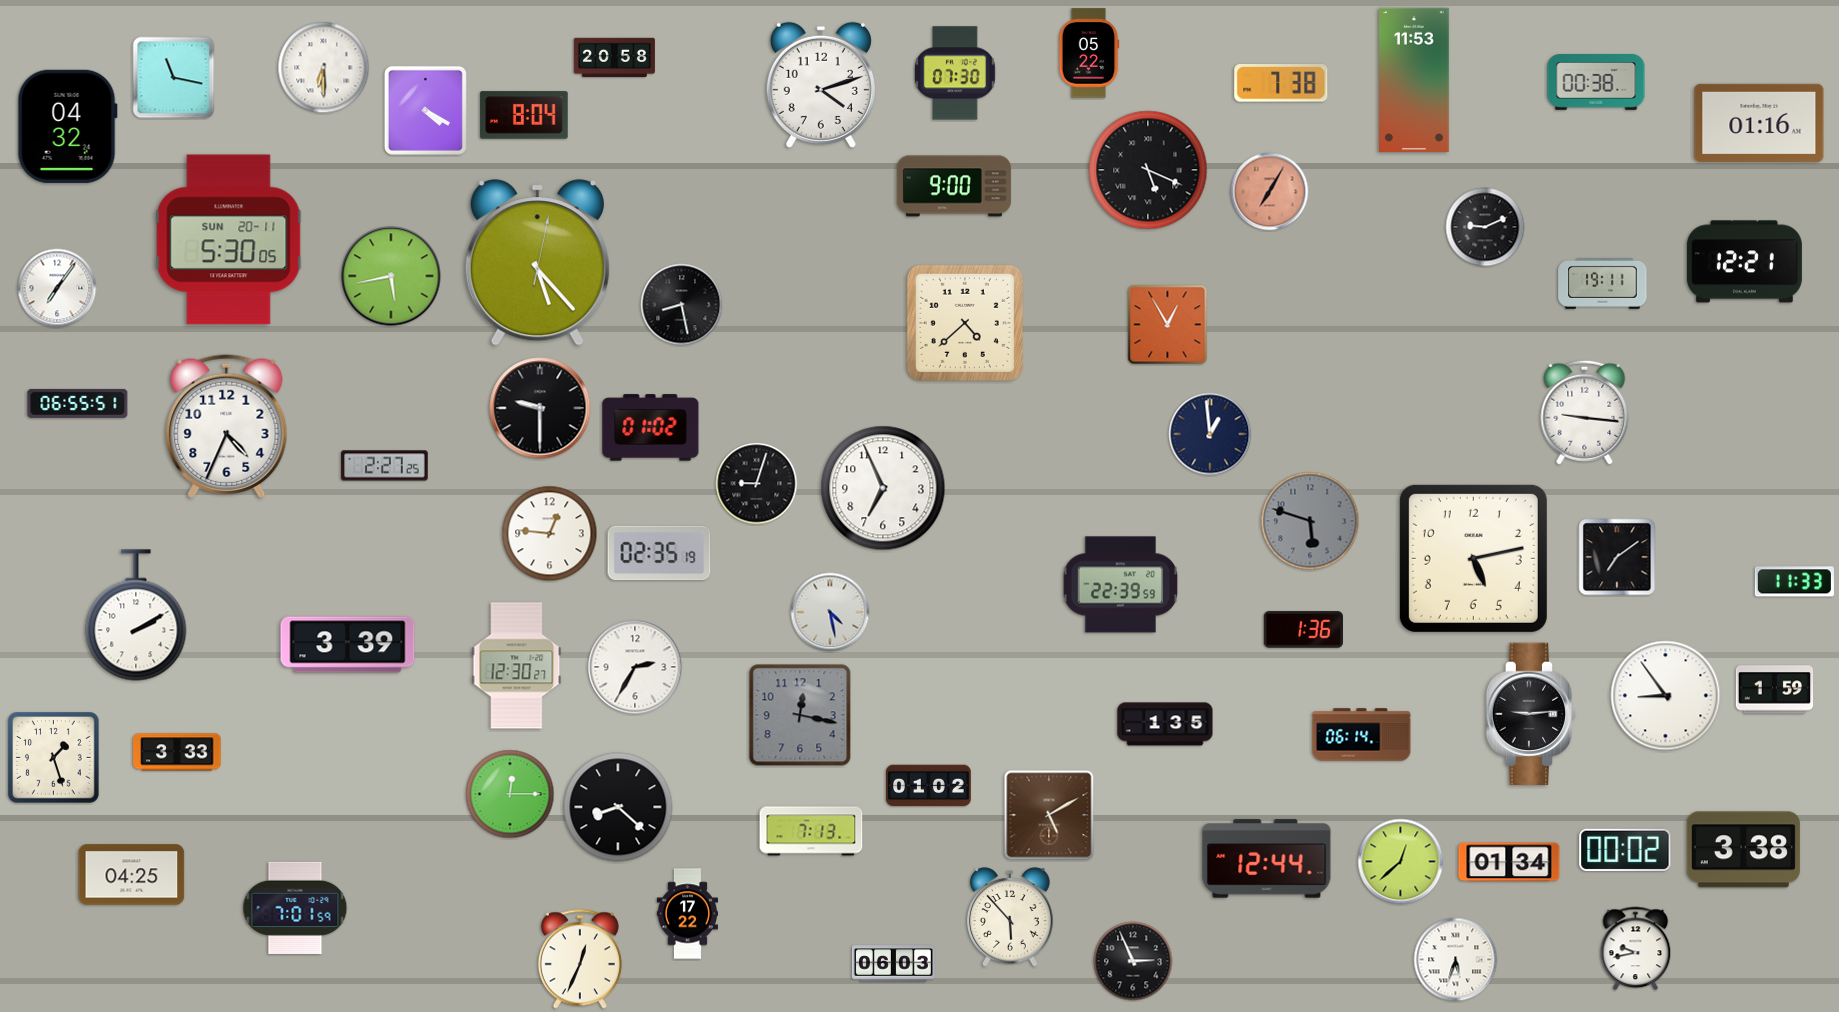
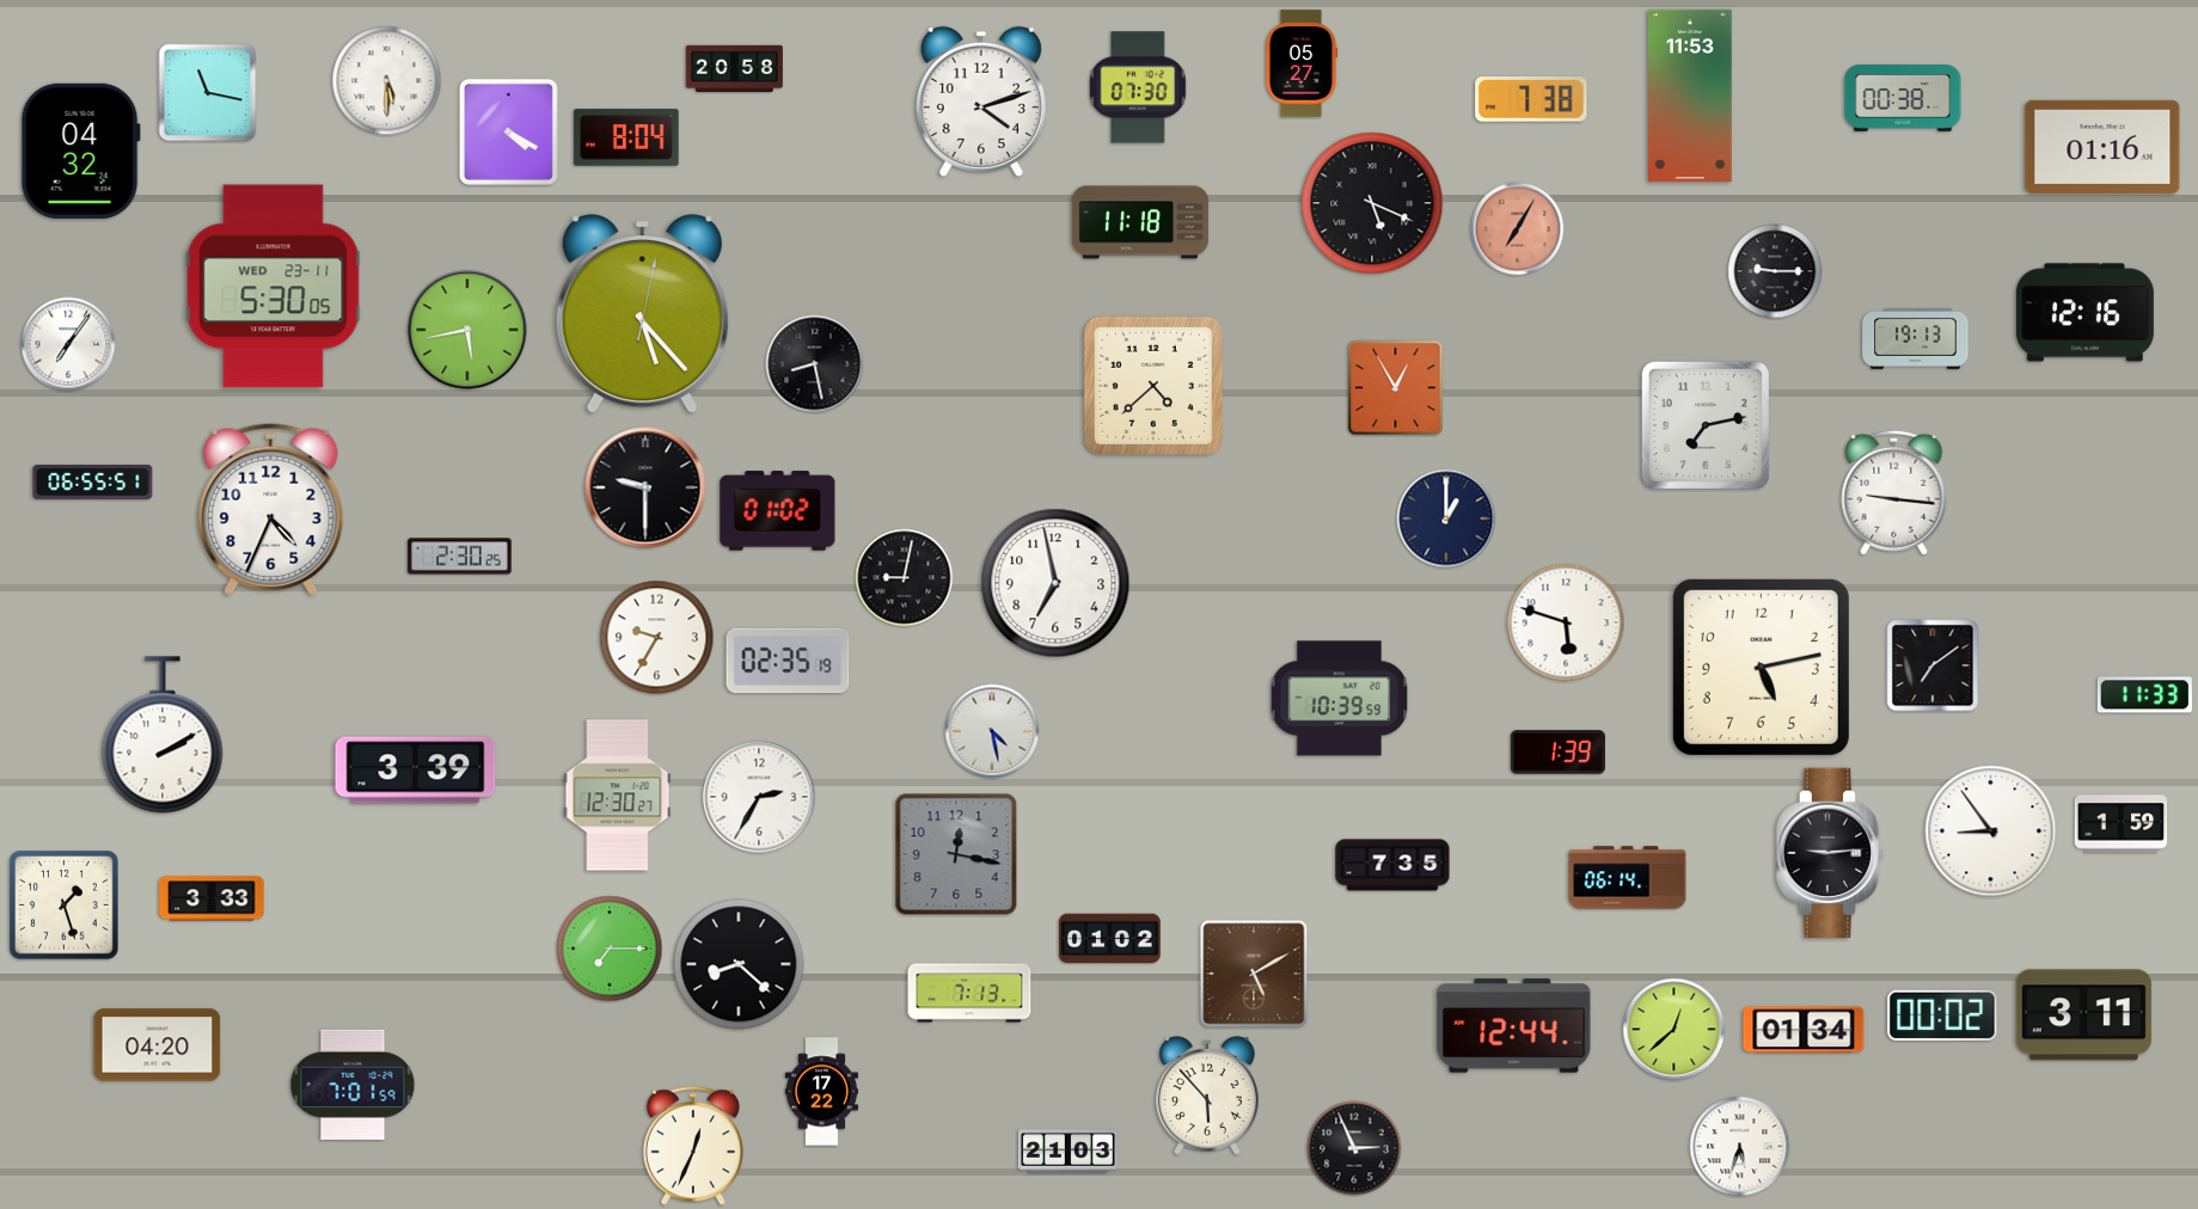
clock at (1089, 53): 05:22 -> 05:27
clock at (324, 68): 6:30 -> 5:30
clock at (955, 73) position: (955, 73) -> (1138, 87)
clock at (1596, 83) position: (1596, 83) -> (1903, 99)
clock at (954, 186): 9:00 -> 11:18
clock at (1485, 227): 9:11 -> 9:15
clock at (229, 240) date: SUN 20-11 -> WED 23-11
clock at (1744, 262): 12:21 -> 12:16
clock at (1603, 283): 19:11 -> 19:13
clock at (1706, 425): none -> 7:13
clock at (1210, 434): 12:59 -> 1:00
clock at (385, 466): 2:27 -> 2:30
clock at (757, 484): 9:03 -> 9:02
clock at (883, 488): 6:56 -> 6:58
clock at (1310, 521) dial: grey -> white
clock at (550, 534): 12:46 -> 9:35
clock at (1121, 585): 22:39 -> 10:39
clock at (1303, 630): 1:36 -> 1:39
clock at (1165, 724): 1:35 -> 7:35
clock at (510, 794): 12:15 -> 7:15
clock at (1743, 850): 3:38 -> 3:11
clock at (132, 875): 04:25 -> 04:20
clock at (1636, 949): 9:43 -> none
clock at (893, 964): 06:03 -> 21:03
